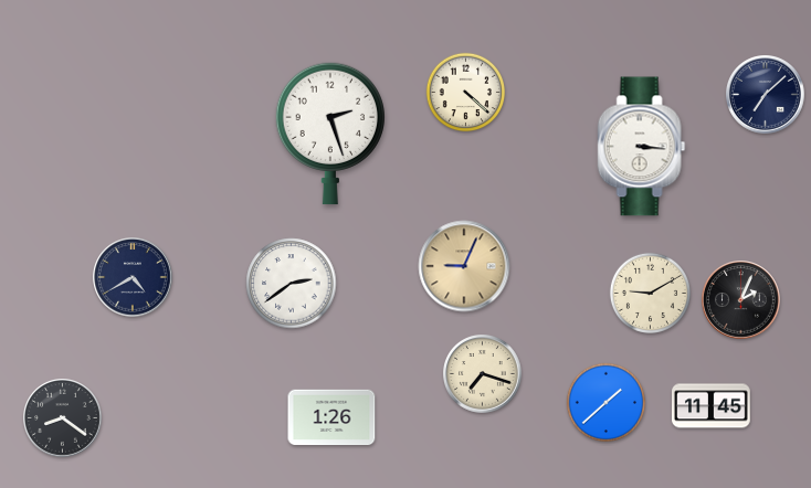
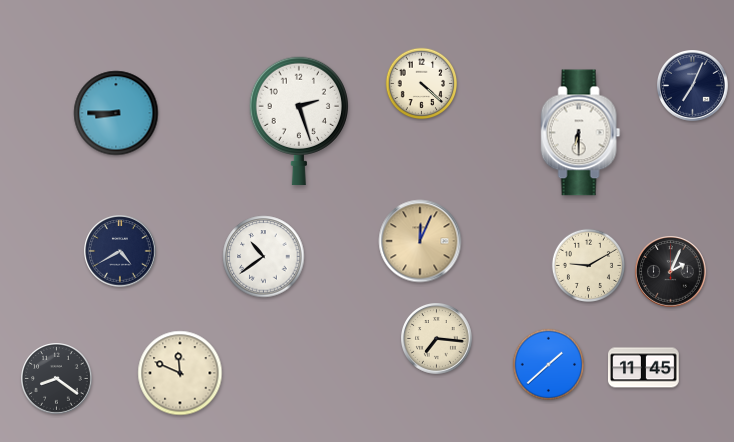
clock at (766, 95): 7:08 -> 7:04
clock at (116, 113): none -> 8:45
clock at (642, 147): 3:16 -> 6:30
clock at (464, 266): 9:04 -> 12:04
clock at (292, 284): 2:39 -> 10:39
clock at (483, 374): 7:18 -> 7:16
clock at (180, 373): none -> 11:49
clock at (331, 417): 1:26 -> none
